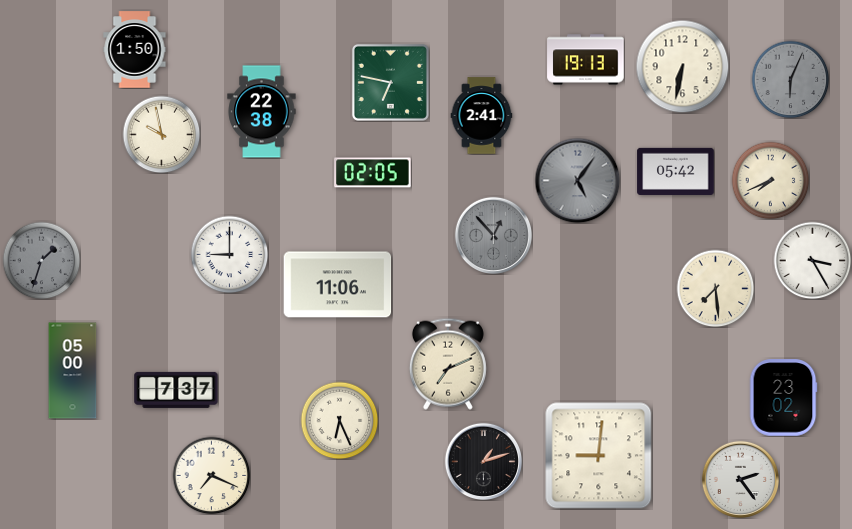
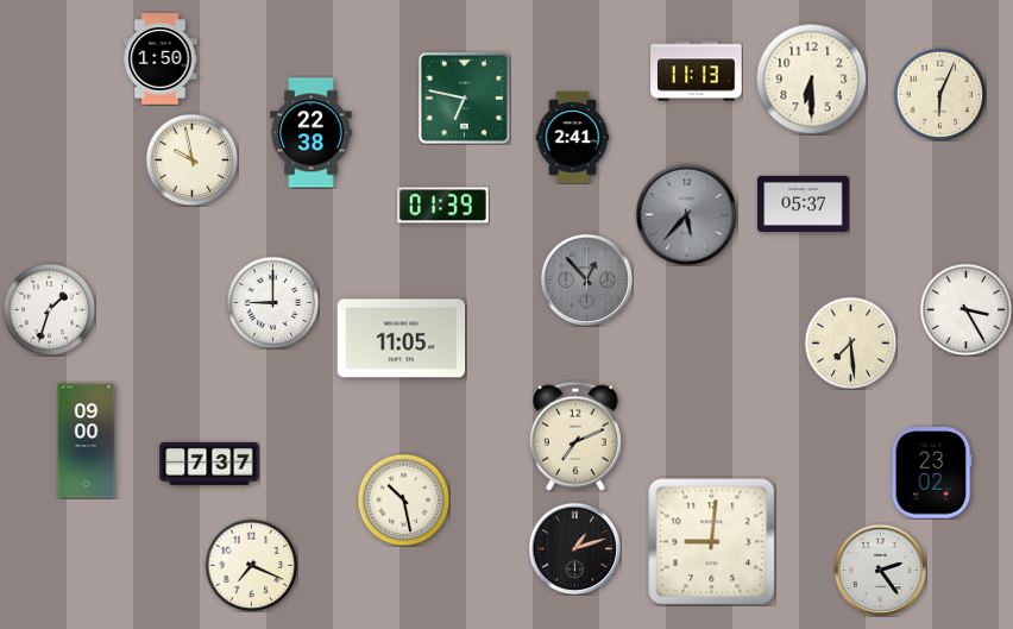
clock at (586, 60): 19:13 -> 11:13
clock at (682, 66): 6:32 -> 6:30
clock at (790, 79) dial: grey -> cream
clock at (676, 171): 05:42 -> 05:37
clock at (373, 173): 02:05 -> 01:39
clock at (577, 180): 5:06 -> 5:37
clock at (770, 180): 7:41 -> none
clock at (41, 260) dial: grey -> white
clock at (338, 285): 11:06 -> 11:05
clock at (448, 364) position: (448, 364) -> (575, 436)
clock at (73, 371): 05:00 -> 09:00
clock at (339, 420): 6:26 -> 10:28
